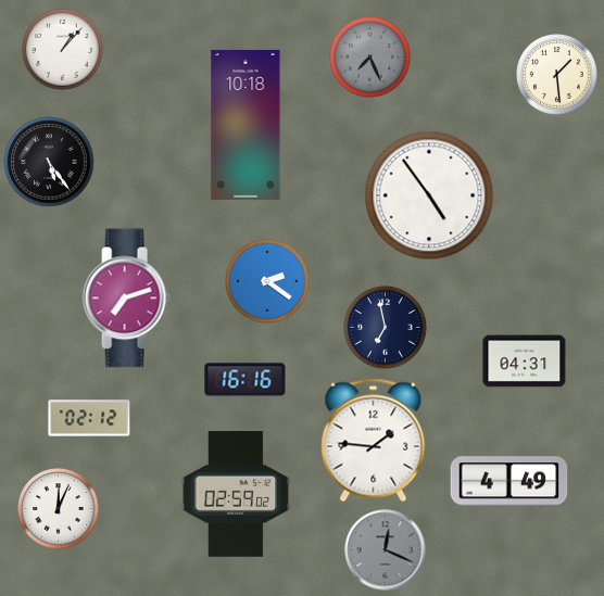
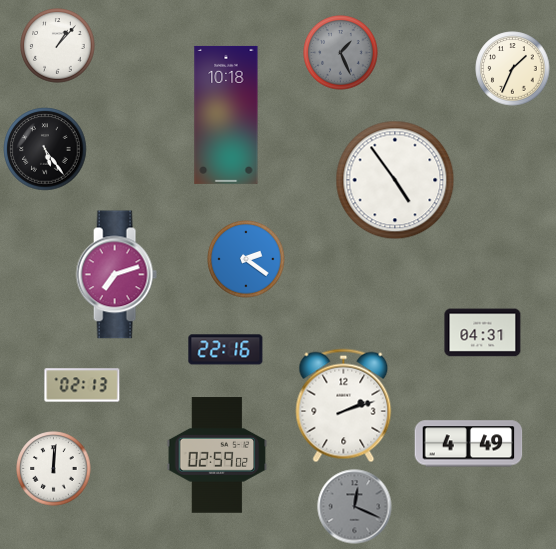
clock at (370, 58): 7:26 -> 1:26
clock at (557, 75): 1:29 -> 1:34
clock at (386, 328): 6:58 -> none
clock at (246, 380): 16:16 -> 22:16
clock at (89, 418): 02:12 -> 02:13
clock at (374, 441): 1:46 -> 2:12
clock at (59, 509): 12:04 -> 12:01
